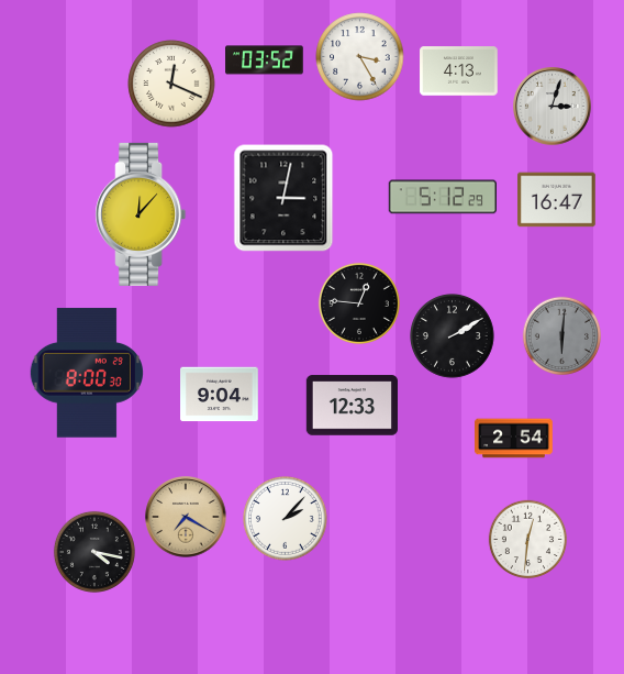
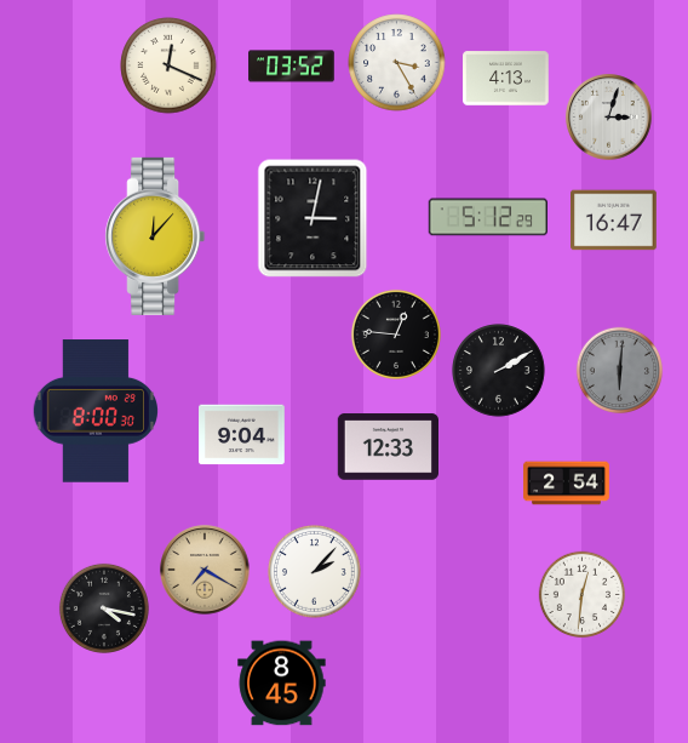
clock at (171, 84) position: (171, 84) -> (168, 65)
clock at (282, 684): none -> 8:45
